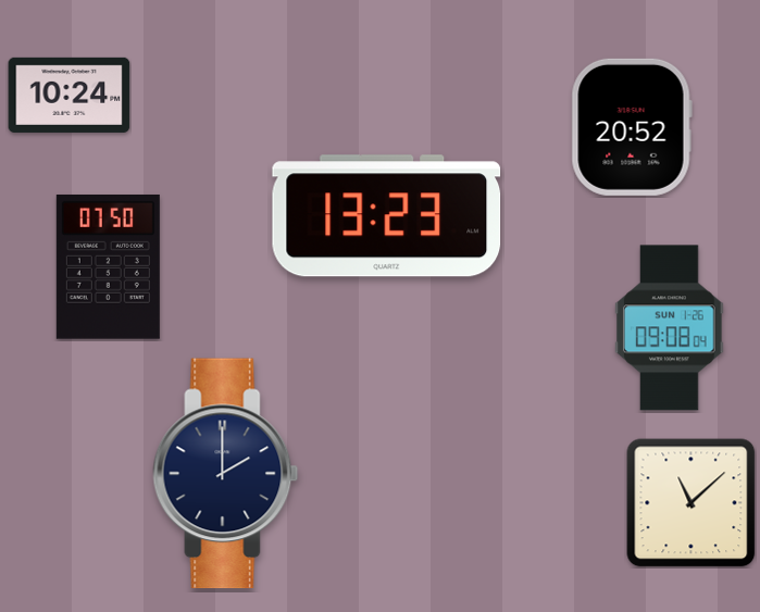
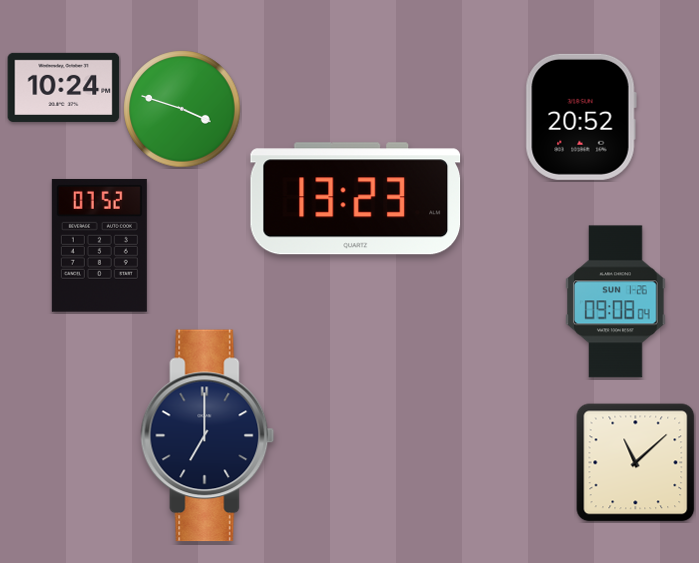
clock at (182, 109): none -> 3:48
clock at (108, 266): 07:50 -> 07:52
clock at (226, 474): 2:00 -> 7:00
